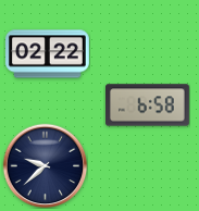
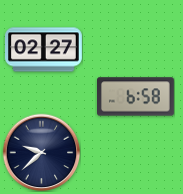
clock at (48, 54): 02:22 -> 02:27
